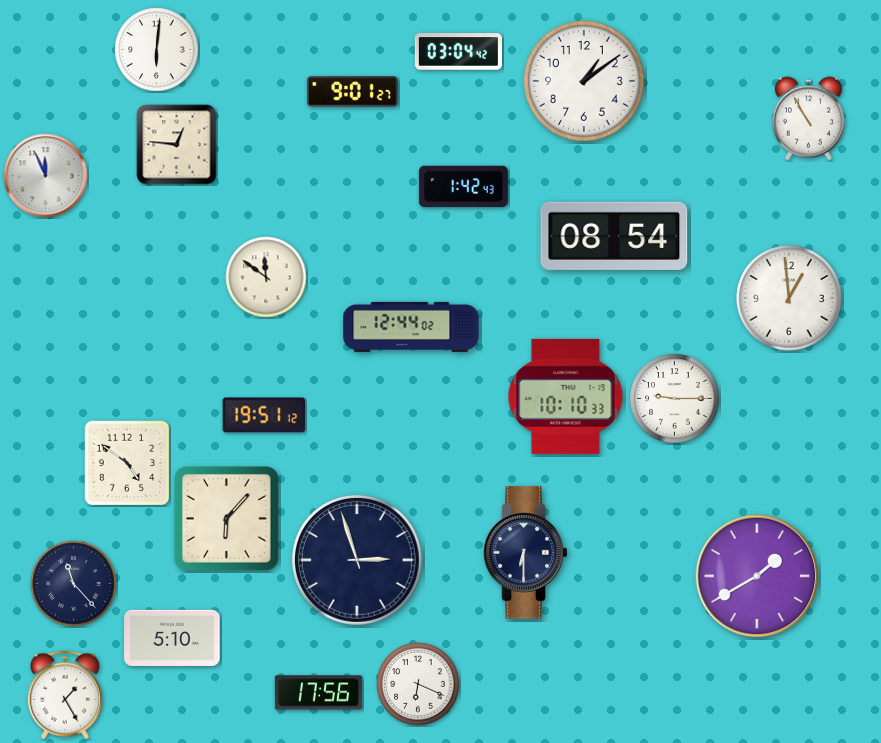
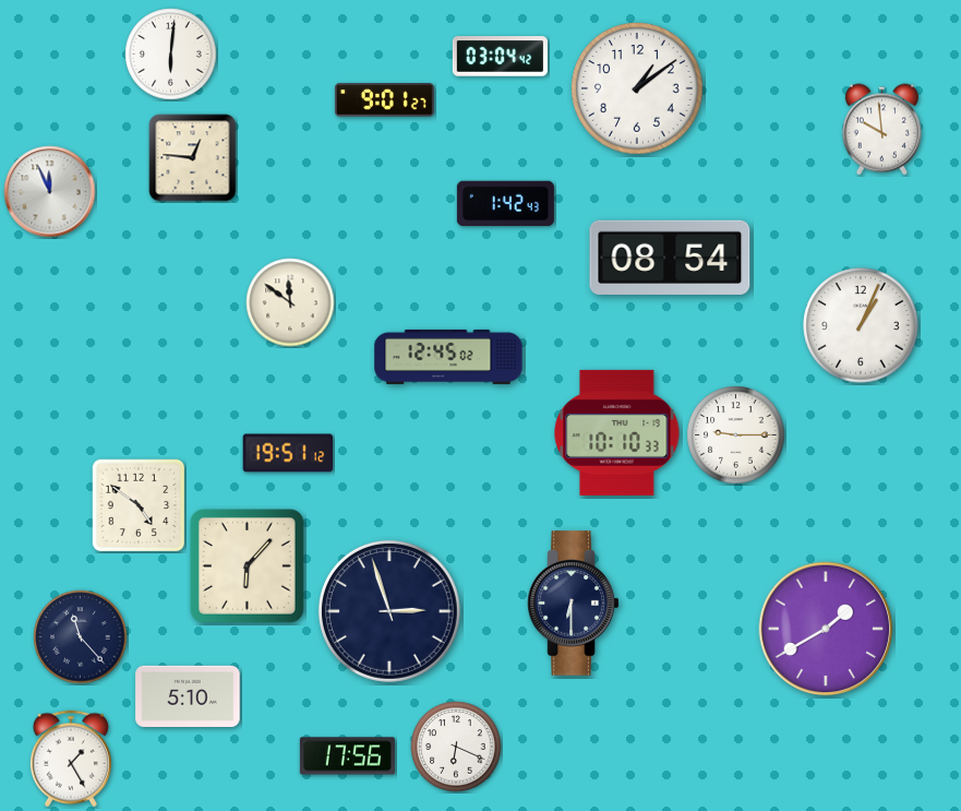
clock at (808, 119): 10:55 -> 9:59
clock at (789, 298): 12:59 -> 1:04
clock at (411, 327): 12:44 -> 12:45
